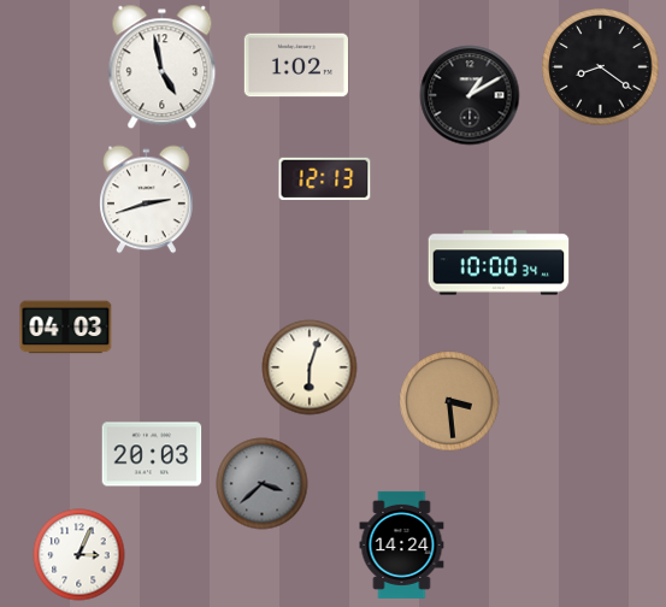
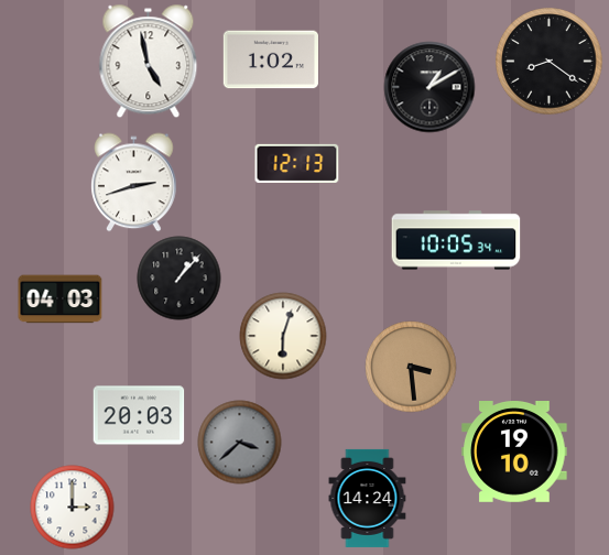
clock at (499, 263): 10:00 -> 10:05
clock at (180, 279): none -> 1:07
clock at (514, 453): none -> 19:10
clock at (79, 555): 3:04 -> 3:00
